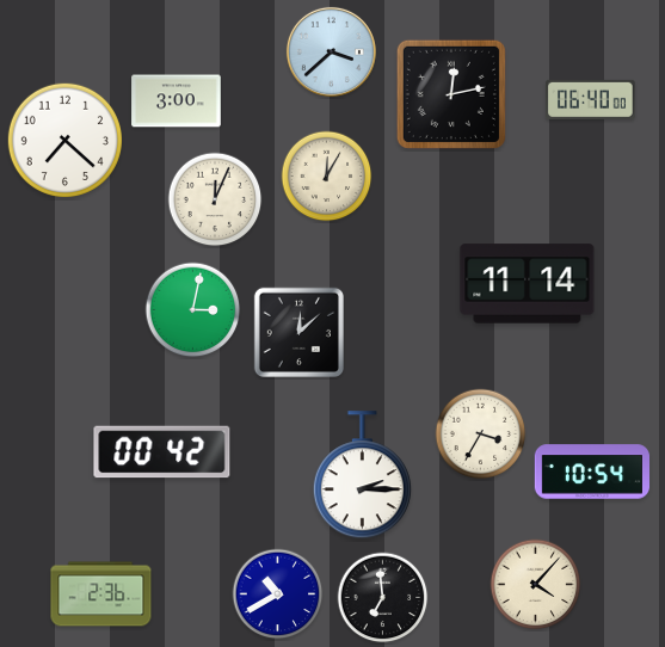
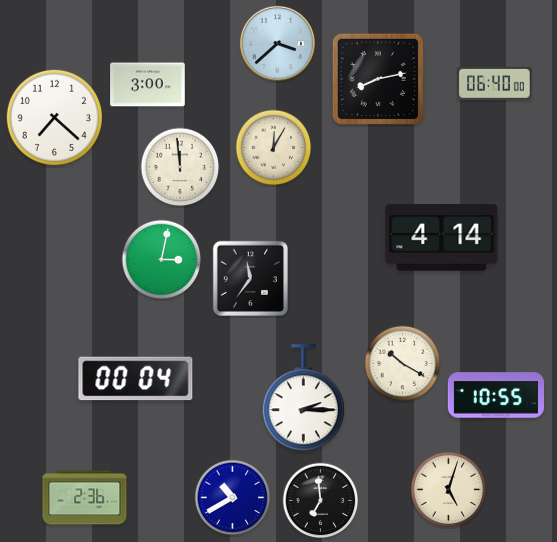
clock at (451, 94): 12:13 -> 8:13
clock at (215, 199): 12:04 -> 11:59
clock at (528, 284): 11:14 -> 4:14
clock at (298, 332): 12:08 -> 11:36
clock at (481, 435): 3:35 -> 10:20
clock at (162, 452): 00:42 -> 00:04
clock at (592, 472): 10:54 -> 10:55
clock at (536, 585): 4:07 -> 5:03
